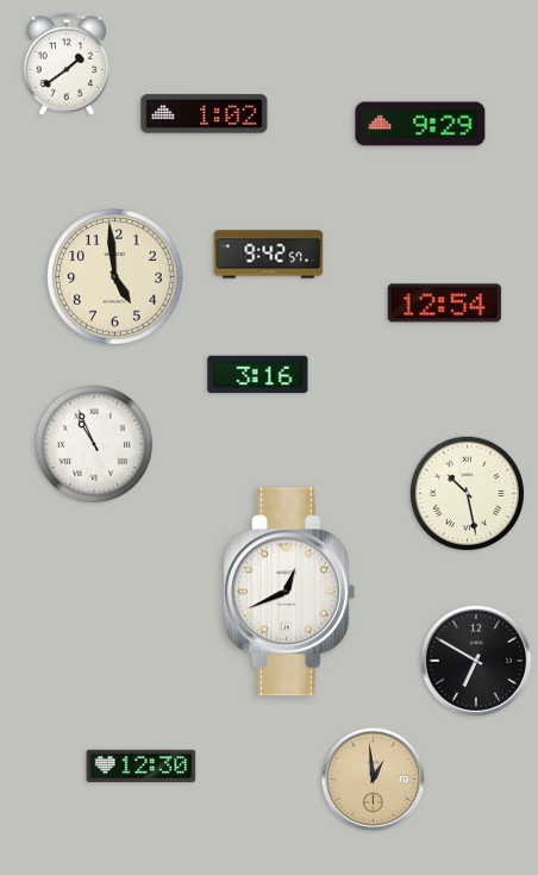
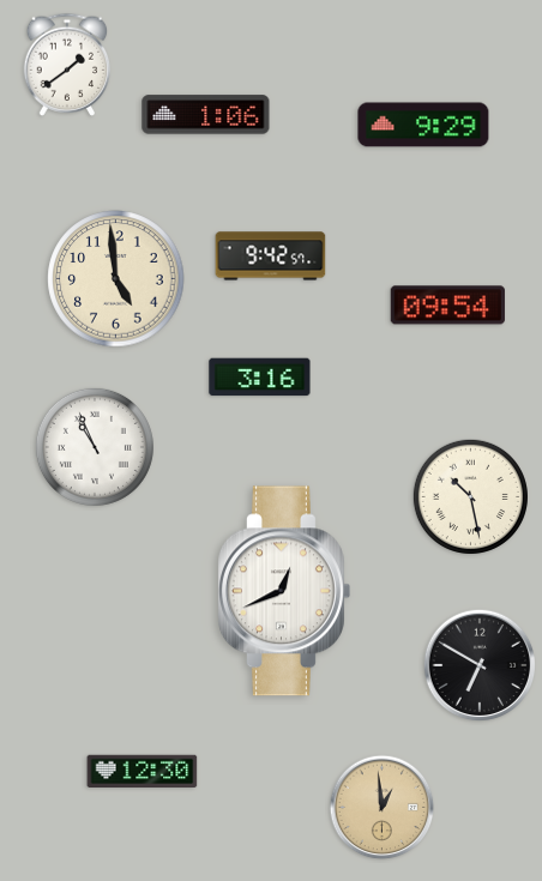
clock at (205, 114): 1:02 -> 1:06
clock at (444, 304): 12:54 -> 09:54
clock at (289, 592) position: (289, 592) -> (284, 591)
clock at (374, 780) position: (374, 780) -> (383, 808)
